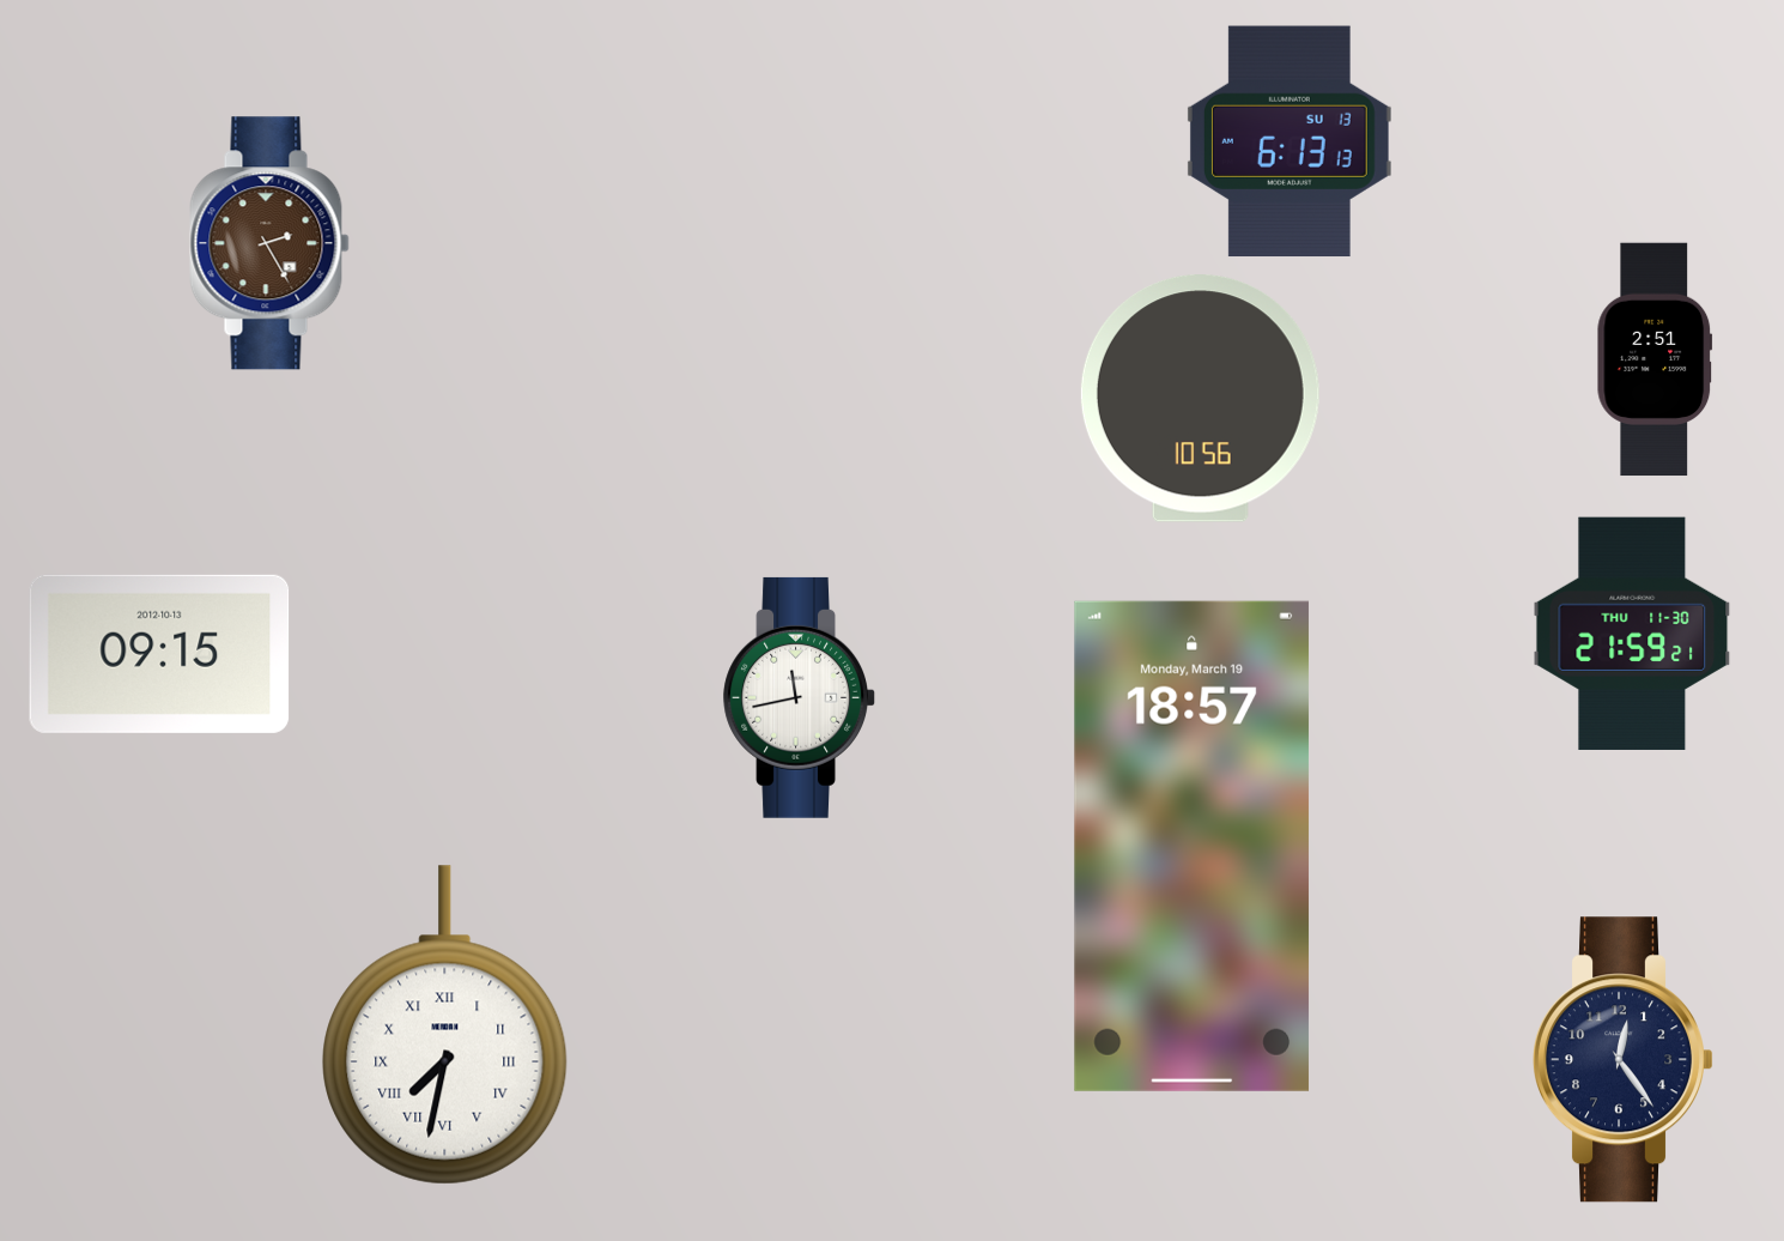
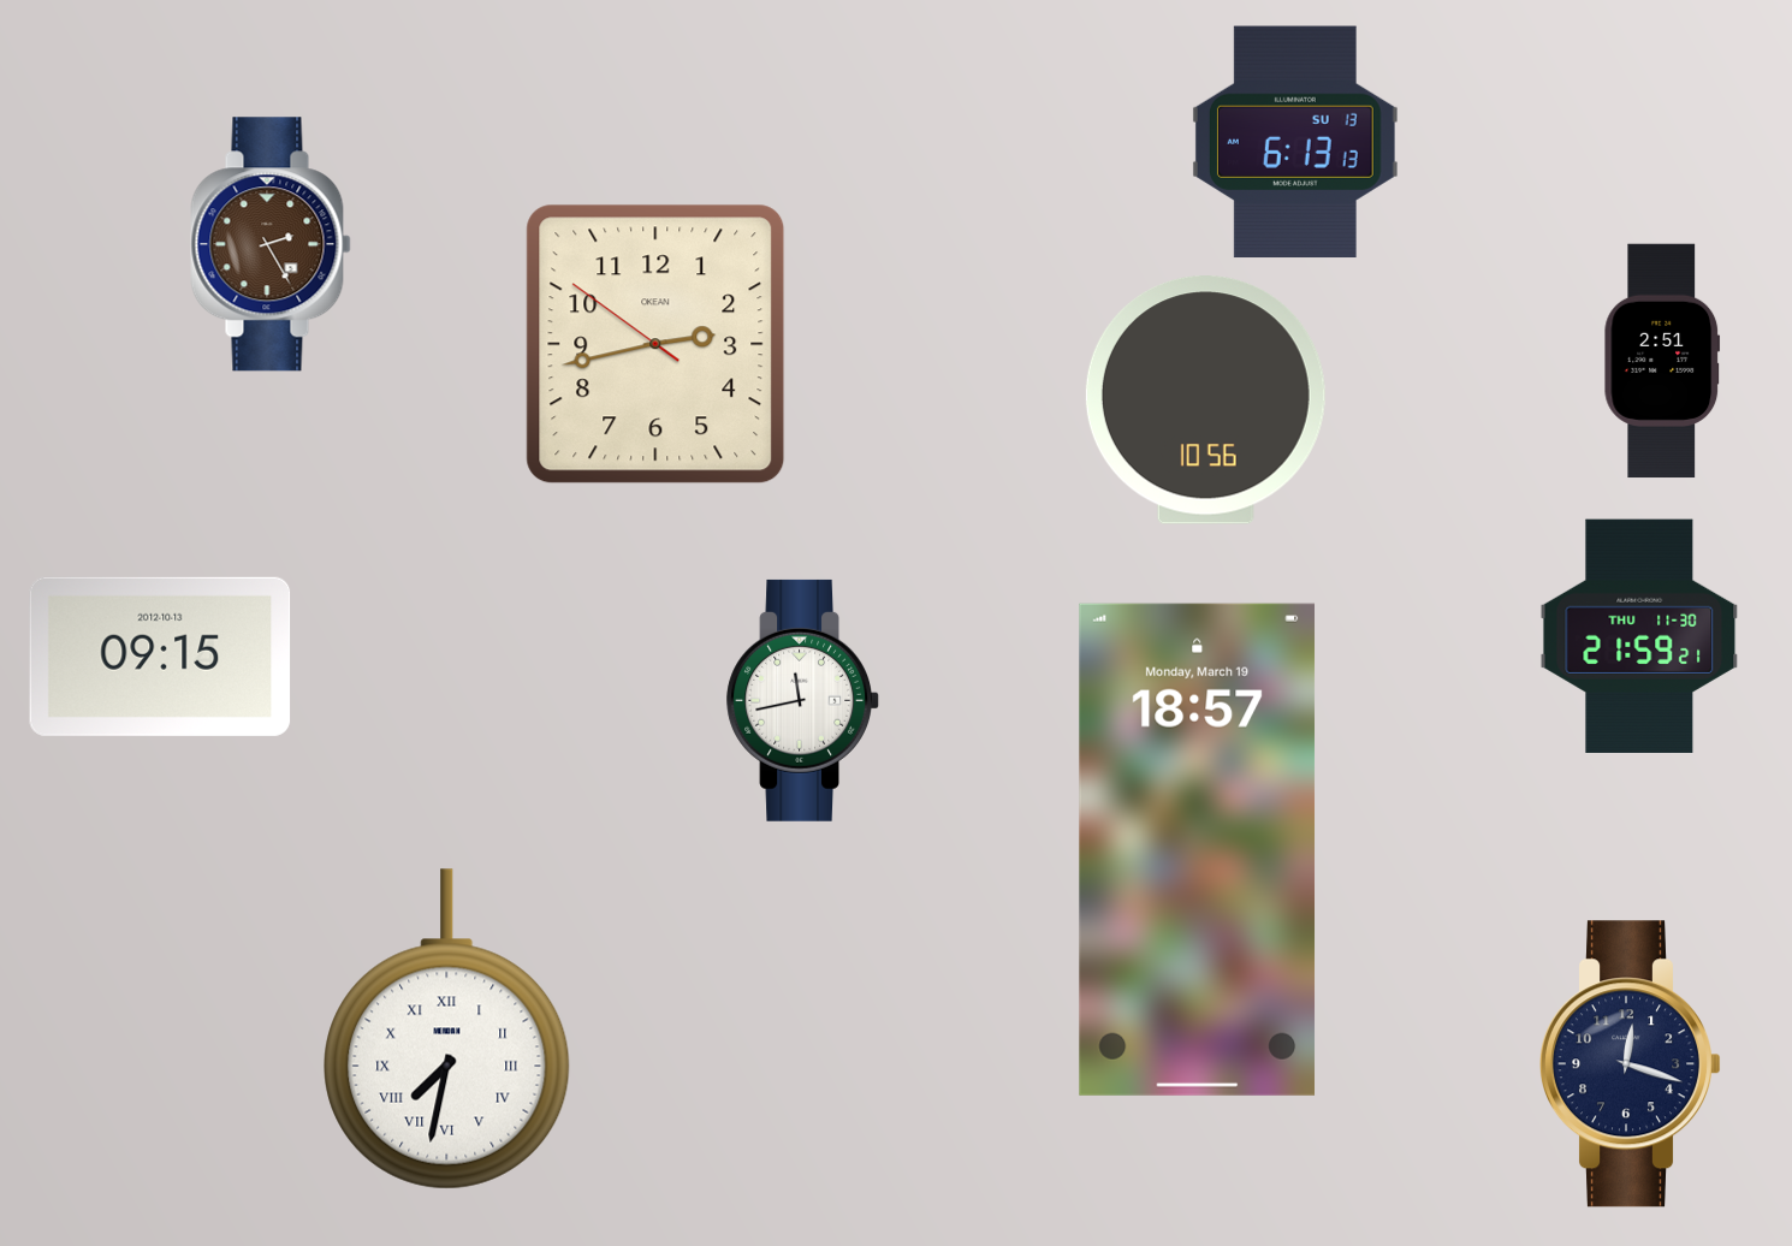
clock at (655, 344): none -> 2:42
clock at (1624, 1060): 12:24 -> 12:18
